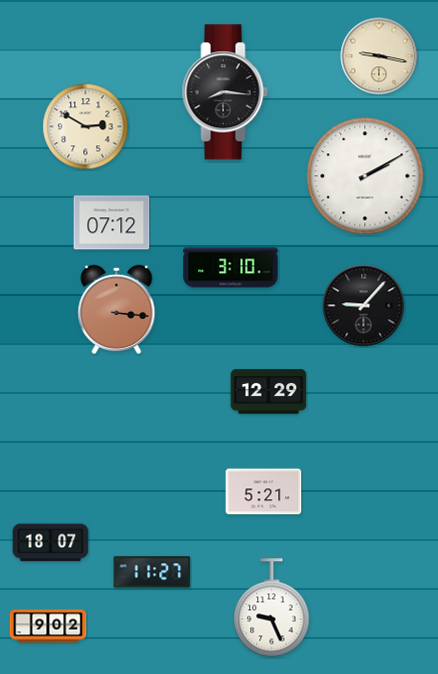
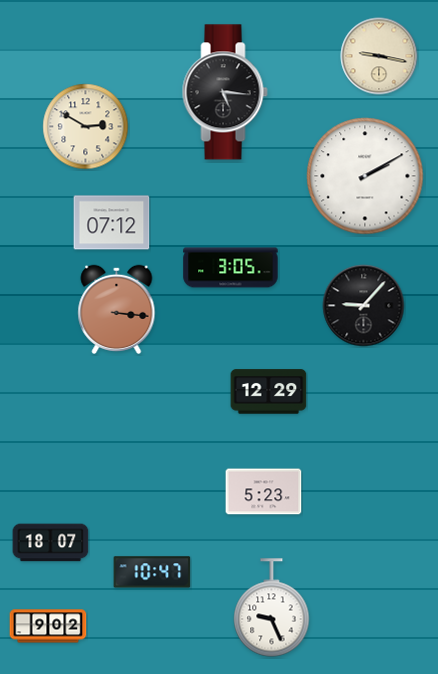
clock at (225, 92): 8:16 -> 5:16
clock at (231, 268): 3:10 -> 3:05
clock at (264, 492): 5:21 -> 5:23
clock at (152, 572): 11:27 -> 10:47
